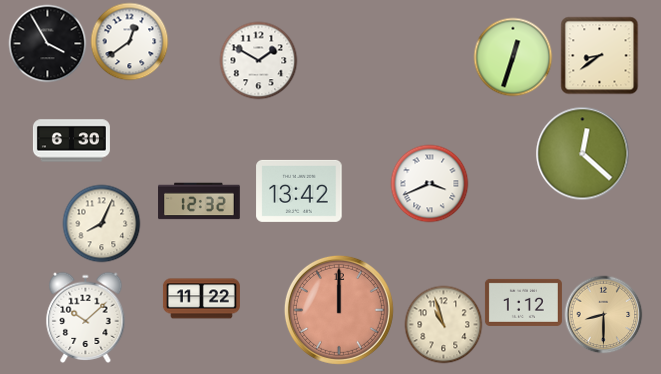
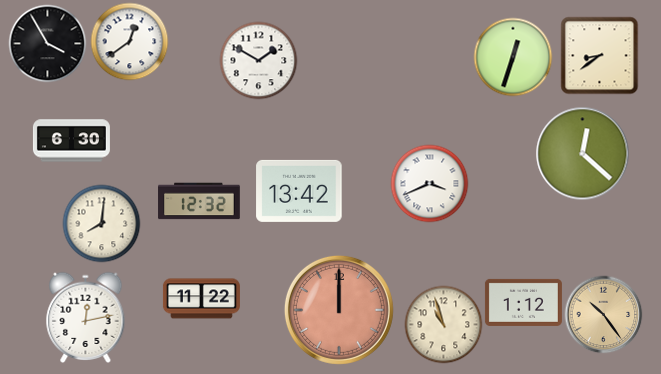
clock at (101, 223): 8:04 -> 8:01
clock at (603, 314): 8:30 -> 10:24
clock at (86, 317): 10:08 -> 12:13
